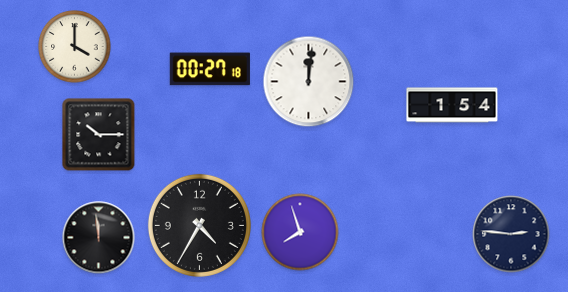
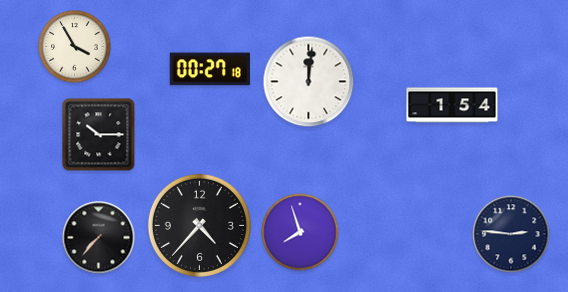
clock at (75, 47): 4:00 -> 3:55
clock at (199, 225): 4:35 -> 4:37
clock at (99, 238): 11:59 -> 7:37
